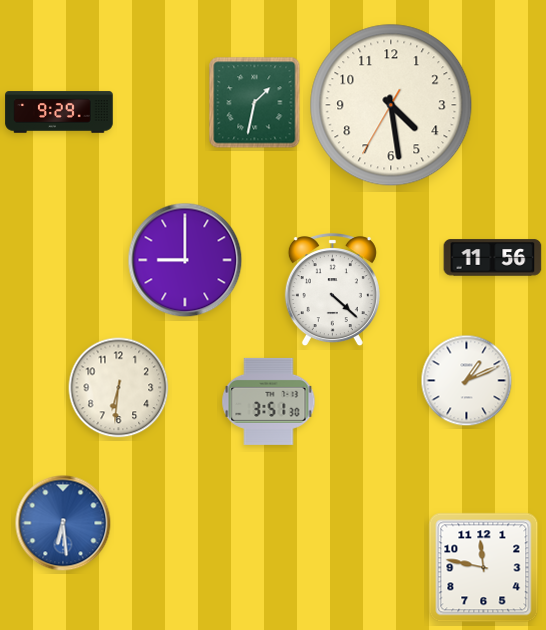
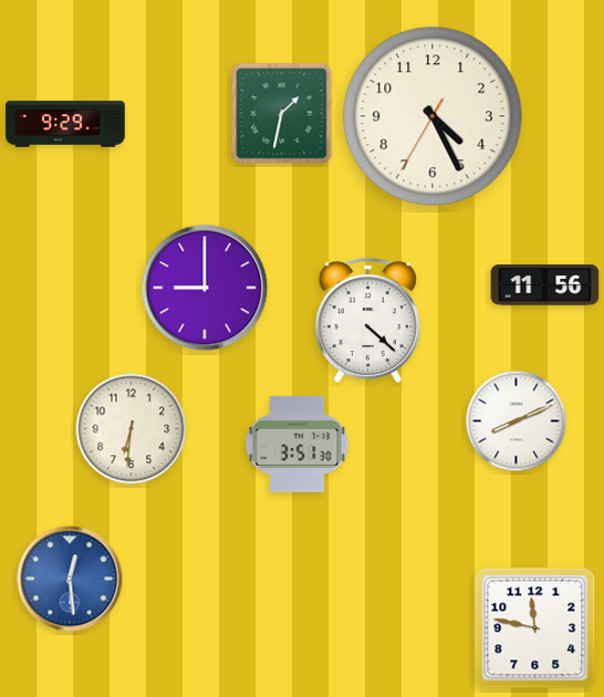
clock at (391, 105): 4:28 -> 4:25
clock at (467, 381): 1:11 -> 8:11
clock at (63, 523): 6:29 -> 12:29
